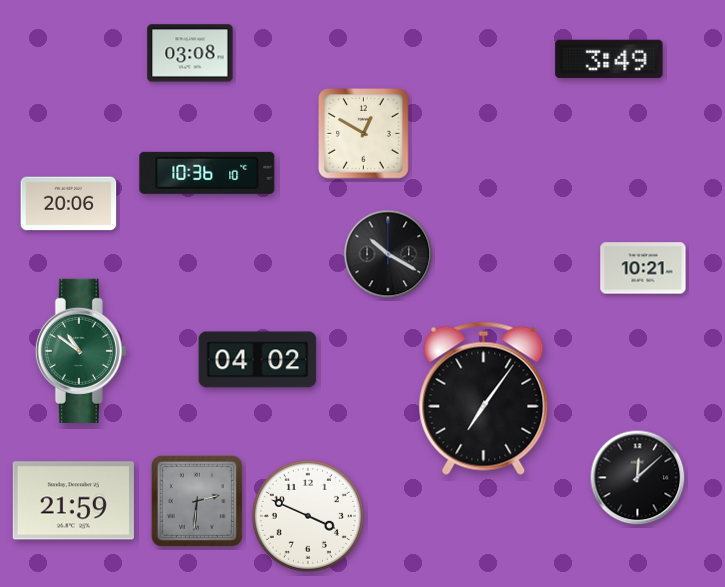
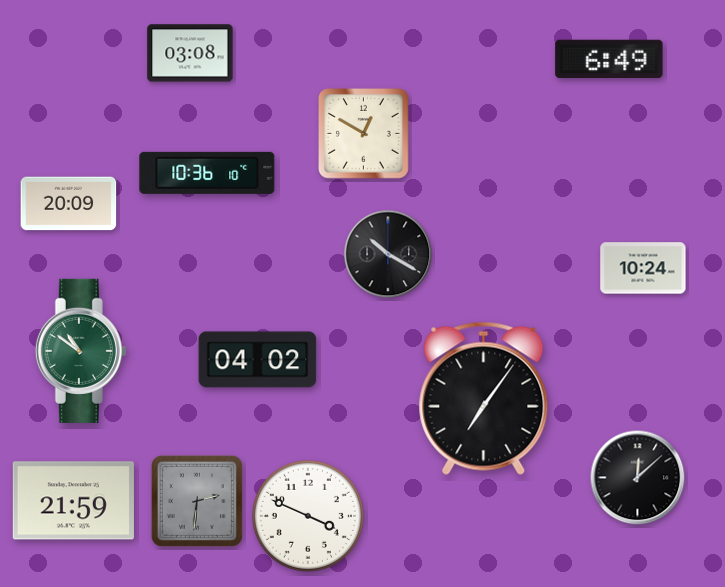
clock at (609, 59): 3:49 -> 6:49
clock at (69, 204): 20:06 -> 20:09
clock at (643, 268): 10:21 -> 10:24
